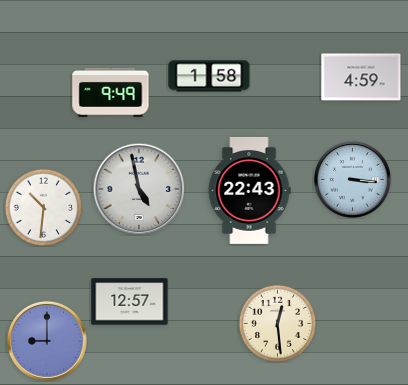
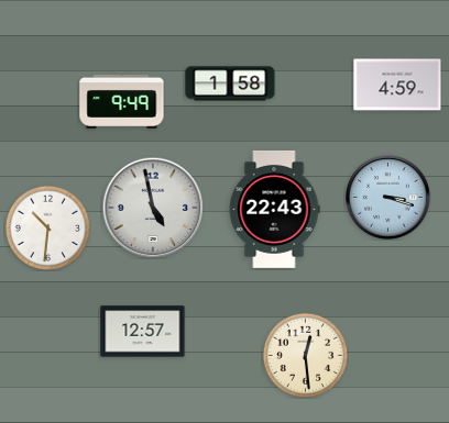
clock at (353, 180): 3:16 -> 3:18
clock at (47, 341): 9:00 -> none
